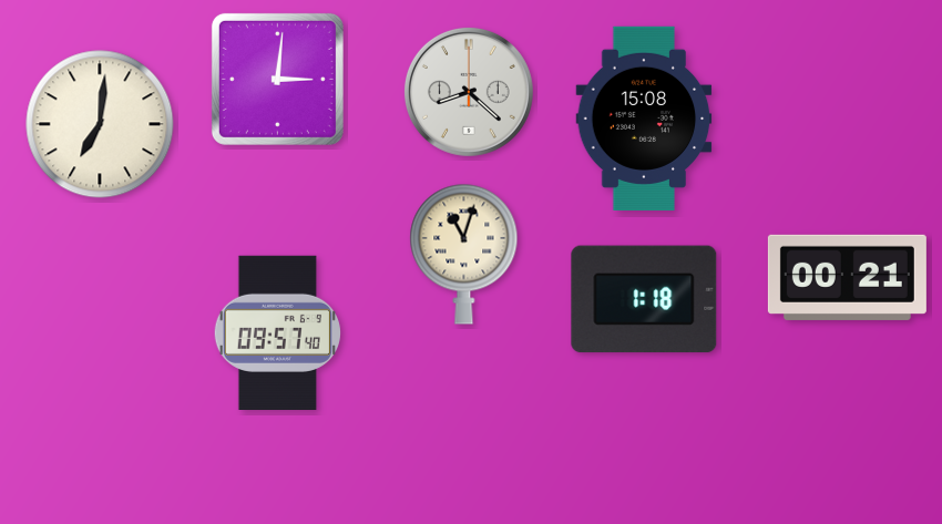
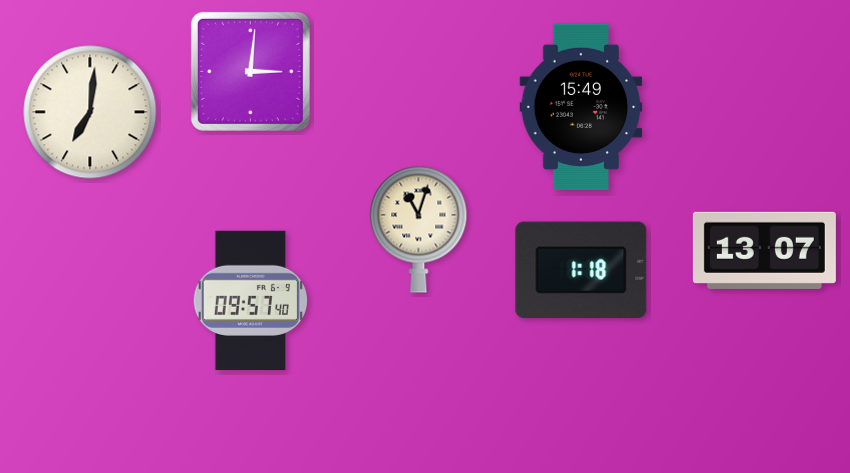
clock at (469, 92): 8:22 -> none
clock at (644, 119): 15:08 -> 15:49
clock at (847, 277): 00:21 -> 13:07
